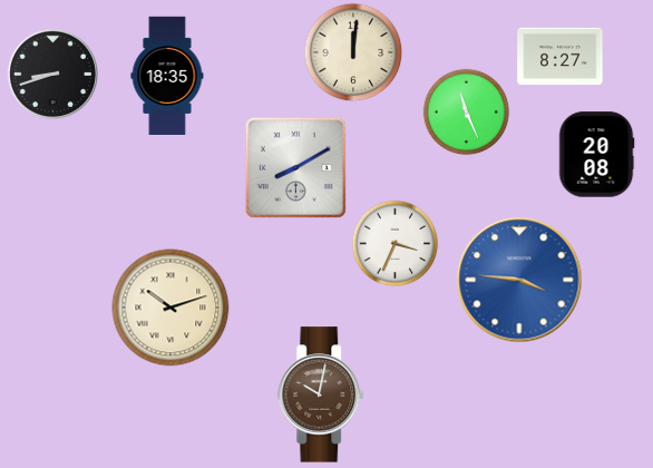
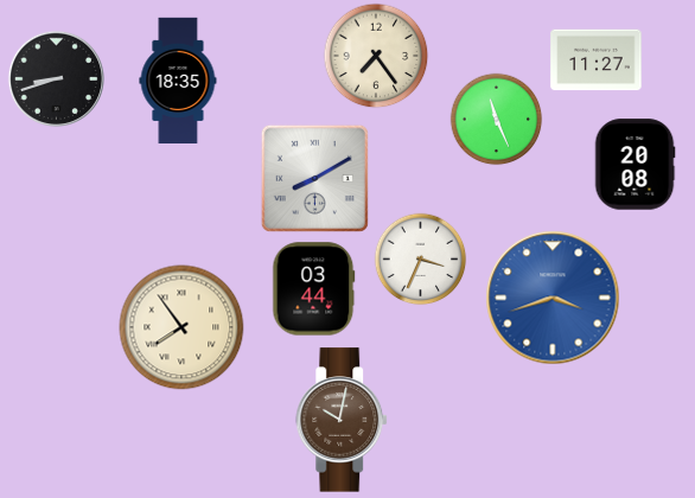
clock at (353, 52): 12:01 -> 7:24
clock at (561, 57): 8:27 -> 11:27
clock at (314, 289): none -> 03:44
clock at (519, 280): 3:46 -> 3:42
clock at (170, 308): 10:12 -> 7:54
